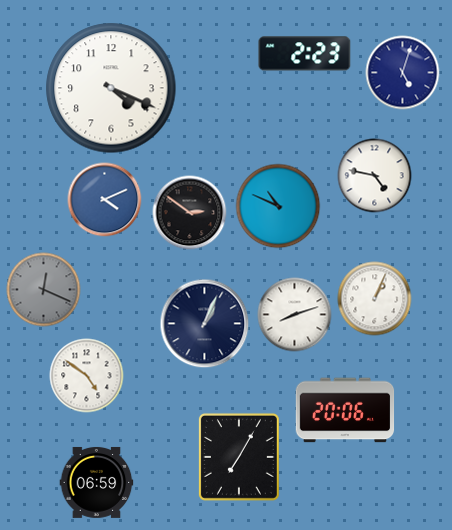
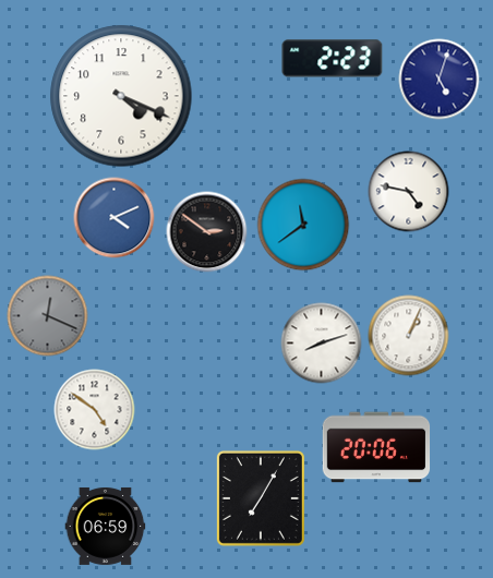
clock at (278, 206): 10:49 -> 11:39
clock at (375, 299) position: (375, 299) -> (409, 336)
clock at (205, 324): 1:04 -> none
